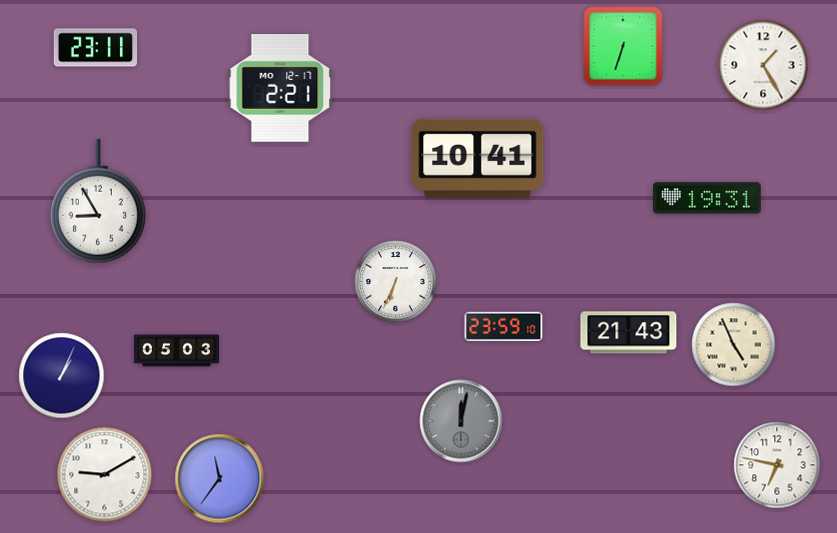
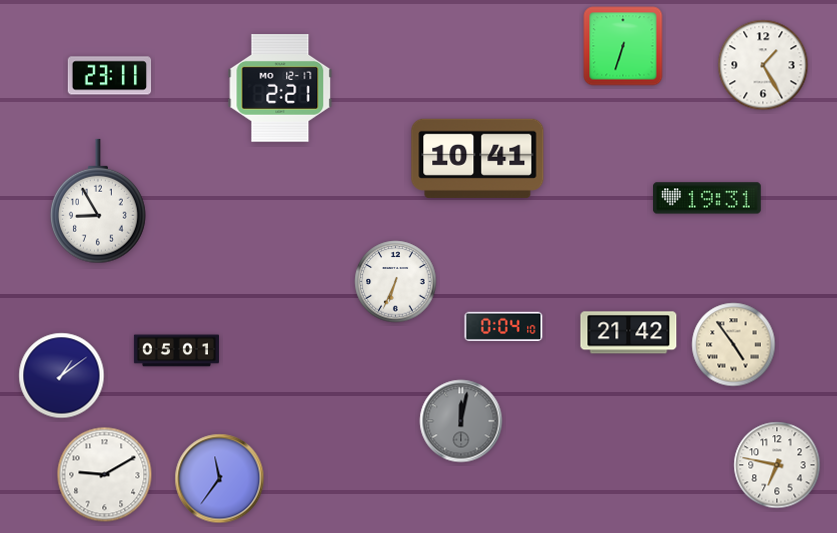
clock at (96, 48) position: (96, 48) -> (110, 76)
clock at (504, 327): 23:59 -> 0:04
clock at (629, 333): 21:43 -> 21:42
clock at (734, 345): 4:56 -> 4:54
clock at (176, 351): 05:03 -> 05:01
clock at (62, 376): 1:04 -> 1:09
